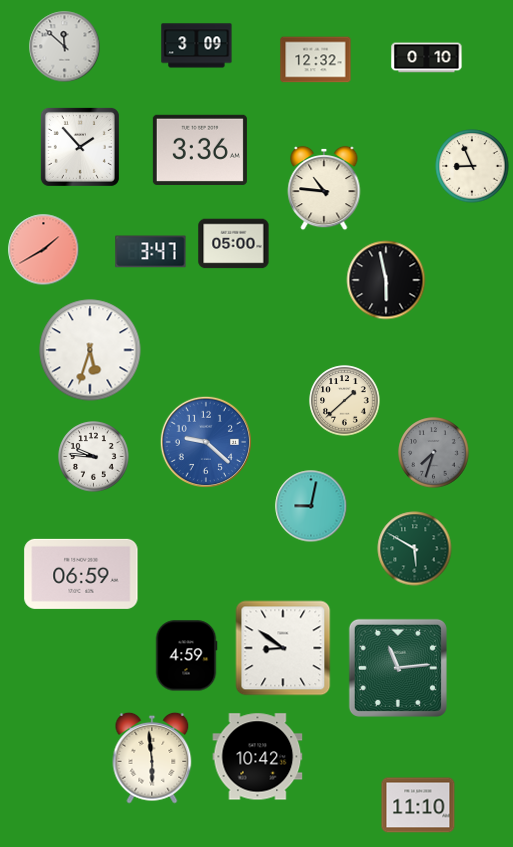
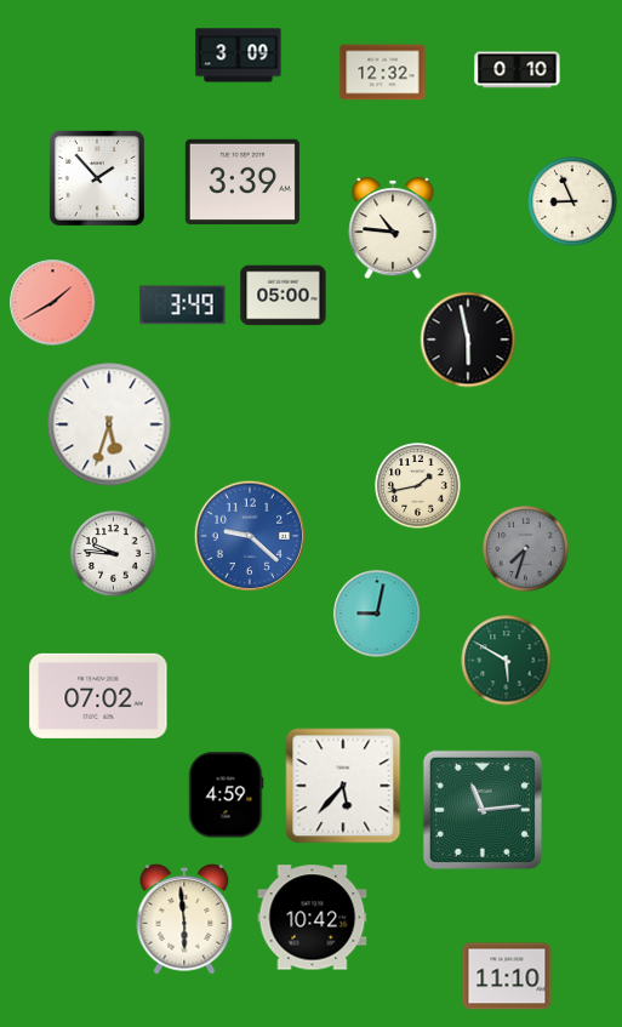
clock at (65, 47): 11:52 -> none
clock at (200, 150): 3:36 -> 3:39
clock at (151, 252): 3:47 -> 3:49
clock at (345, 401): 1:38 -> 1:43
clock at (415, 549) position: (415, 549) -> (507, 661)
clock at (81, 574): 06:59 -> 07:02
clock at (283, 648): 8:51 -> 5:37
